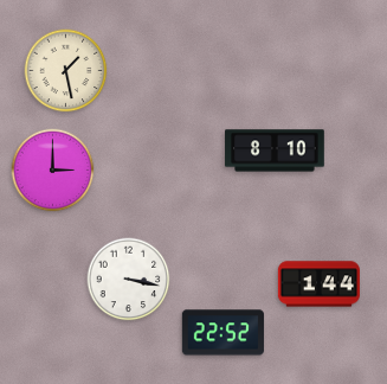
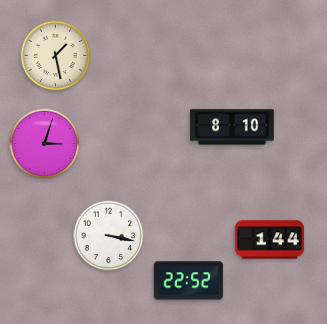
clock at (66, 71) position: (66, 71) -> (56, 56)
clock at (53, 171): 3:00 -> 3:03
